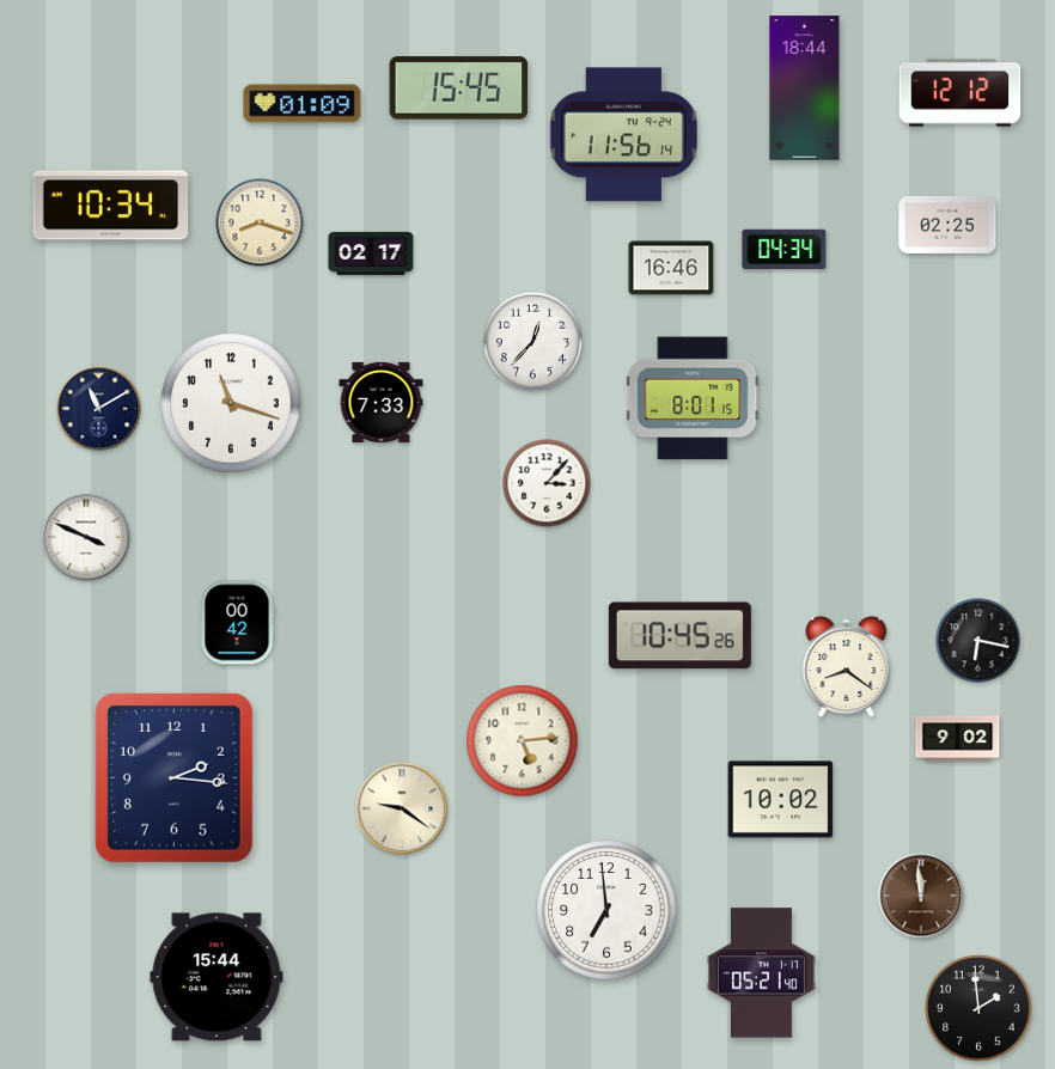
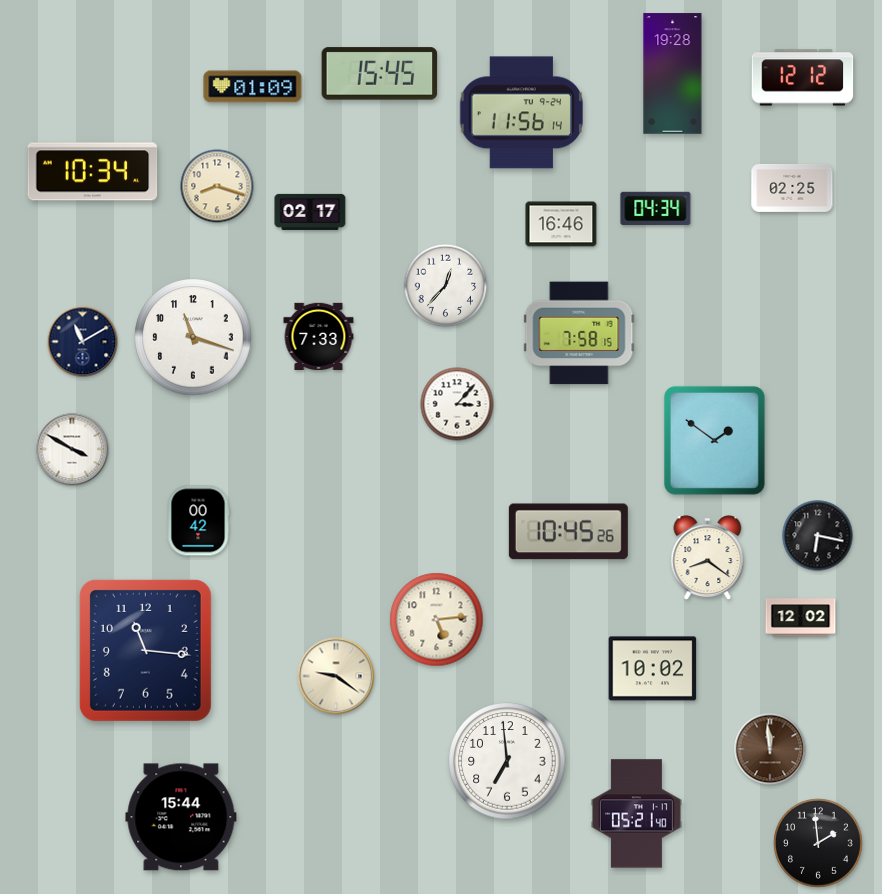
clock at (459, 88) position: (459, 88) -> (380, 74)
clock at (805, 88): 18:44 -> 19:28
clock at (693, 398): 8:01 -> 7:58
clock at (714, 440): none -> 1:51
clock at (86, 537): 3:49 -> 3:50
clock at (958, 739): 9:02 -> 12:02
clock at (173, 777): 2:16 -> 11:16
